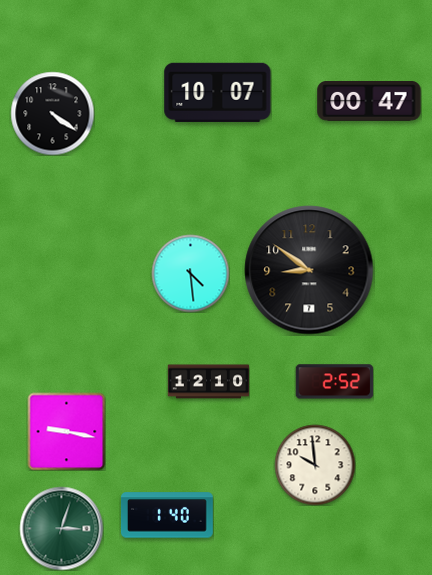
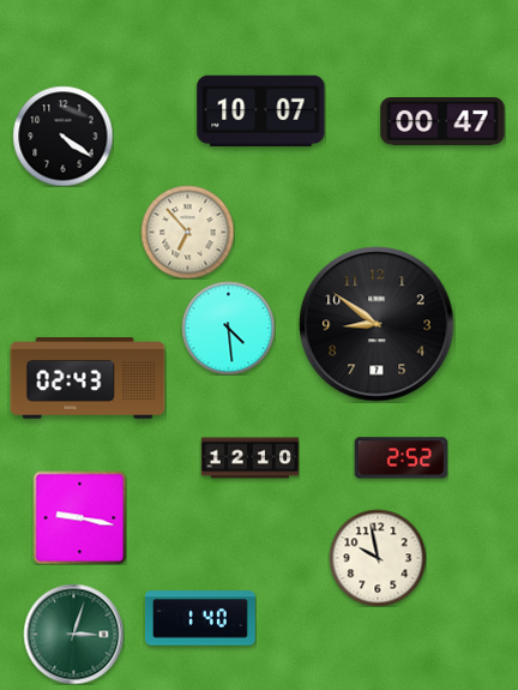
clock at (187, 232): none -> 6:53
clock at (309, 270) position: (309, 270) -> (377, 324)
clock at (88, 378): none -> 02:43
clock at (315, 465): 9:59 -> 9:58
